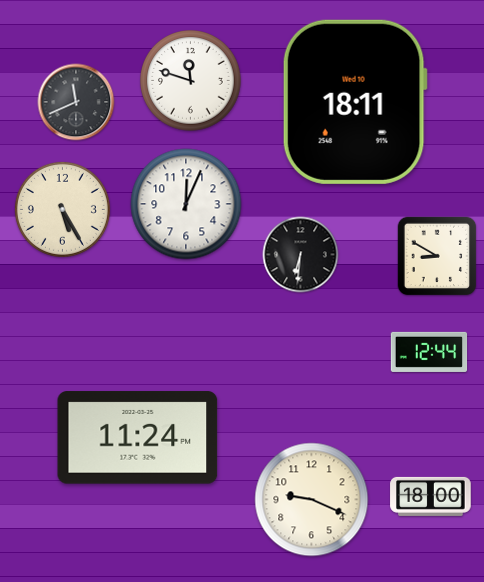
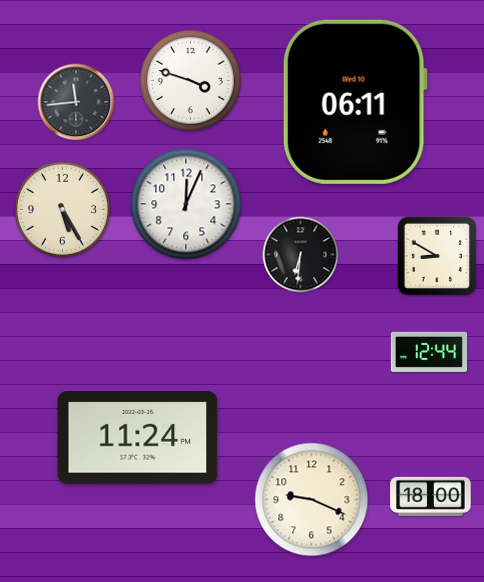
clock at (191, 81): 11:48 -> 3:48
clock at (76, 102): 11:41 -> 11:44
clock at (355, 102): 18:11 -> 06:11
